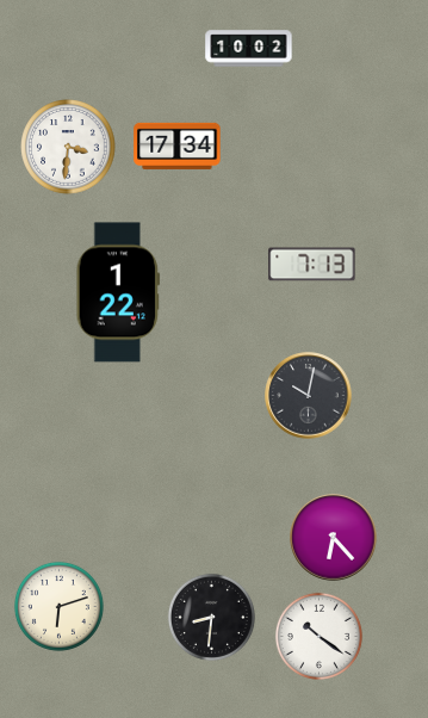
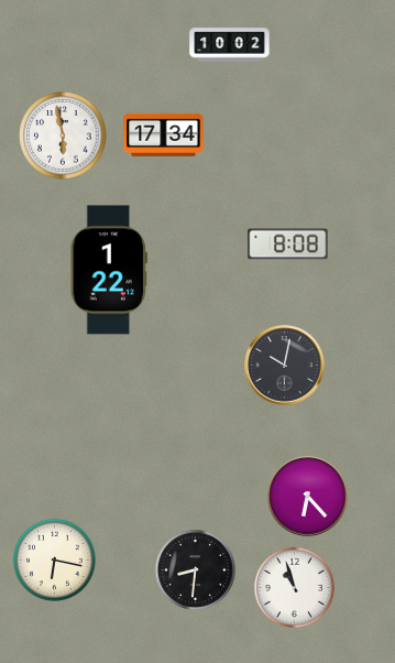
clock at (68, 147): 3:31 -> 5:58
clock at (312, 265): 7:13 -> 8:08
clock at (58, 606): 6:12 -> 6:17
clock at (318, 636): 10:21 -> 10:57
